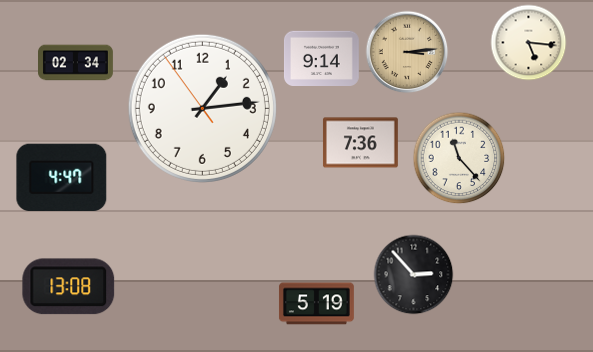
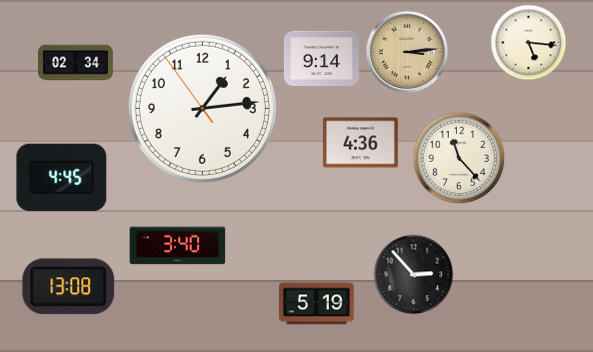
clock at (360, 143): 7:36 -> 4:36
clock at (62, 177): 4:47 -> 4:45
clock at (178, 246): none -> 3:40
